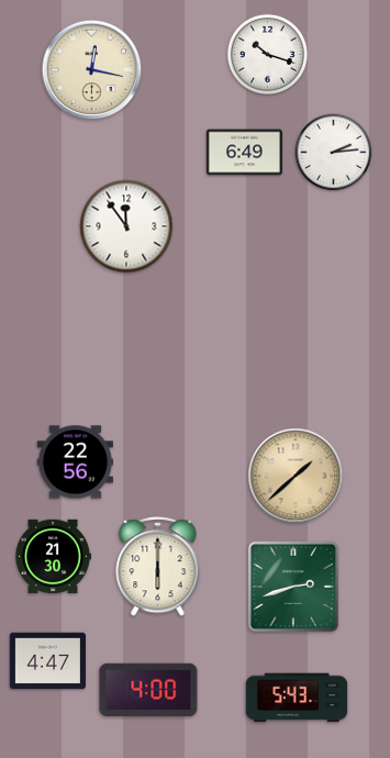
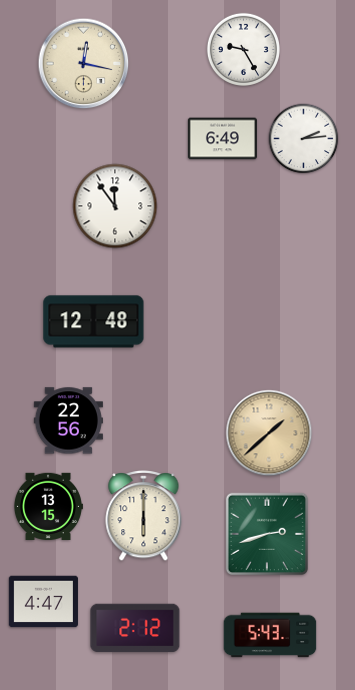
clock at (267, 54): 10:18 -> 9:25
clock at (94, 322): none -> 12:48
clock at (53, 557): 21:30 -> 13:15
clock at (148, 690): 4:00 -> 2:12
